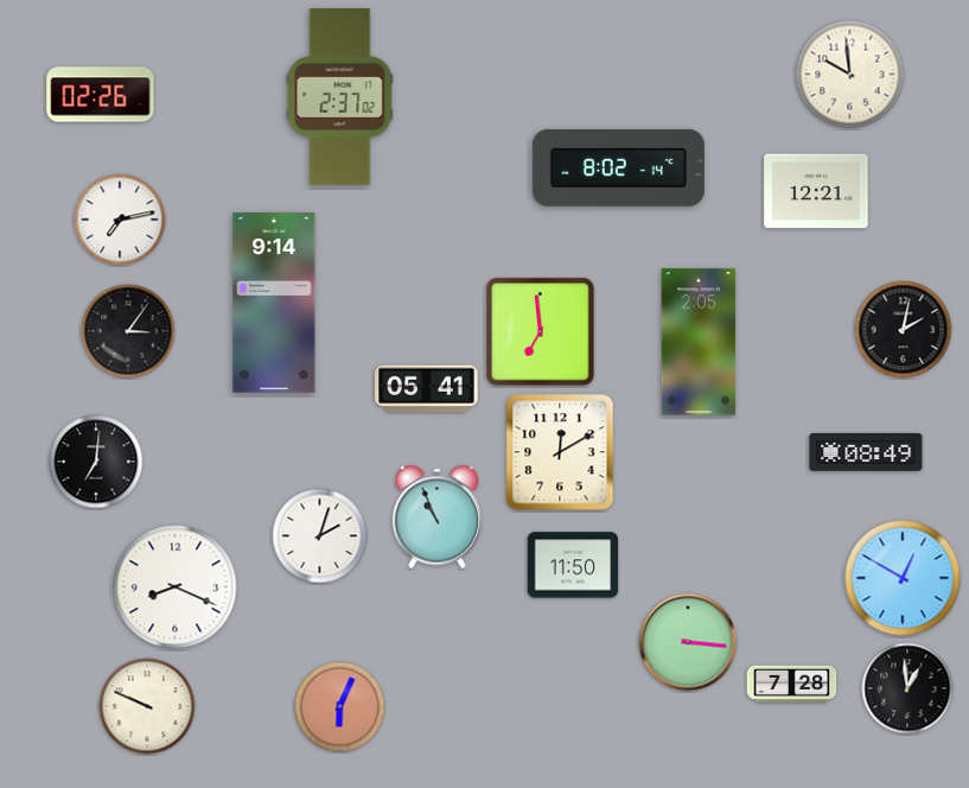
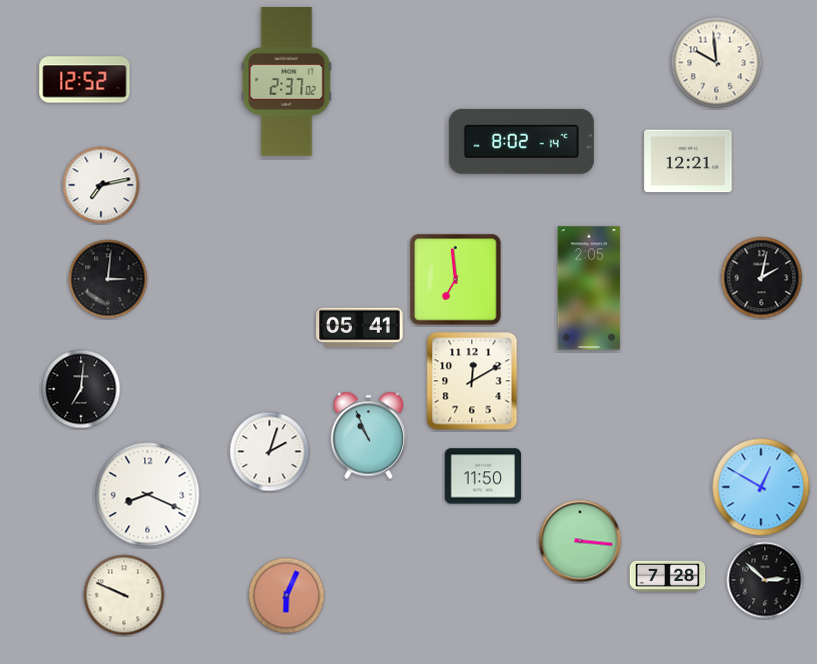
clock at (101, 95): 02:26 -> 12:52
clock at (274, 303): 9:14 -> none
clock at (128, 331): 3:06 -> 3:01
clock at (866, 452): 08:49 -> none
clock at (907, 688): 12:59 -> 2:52
